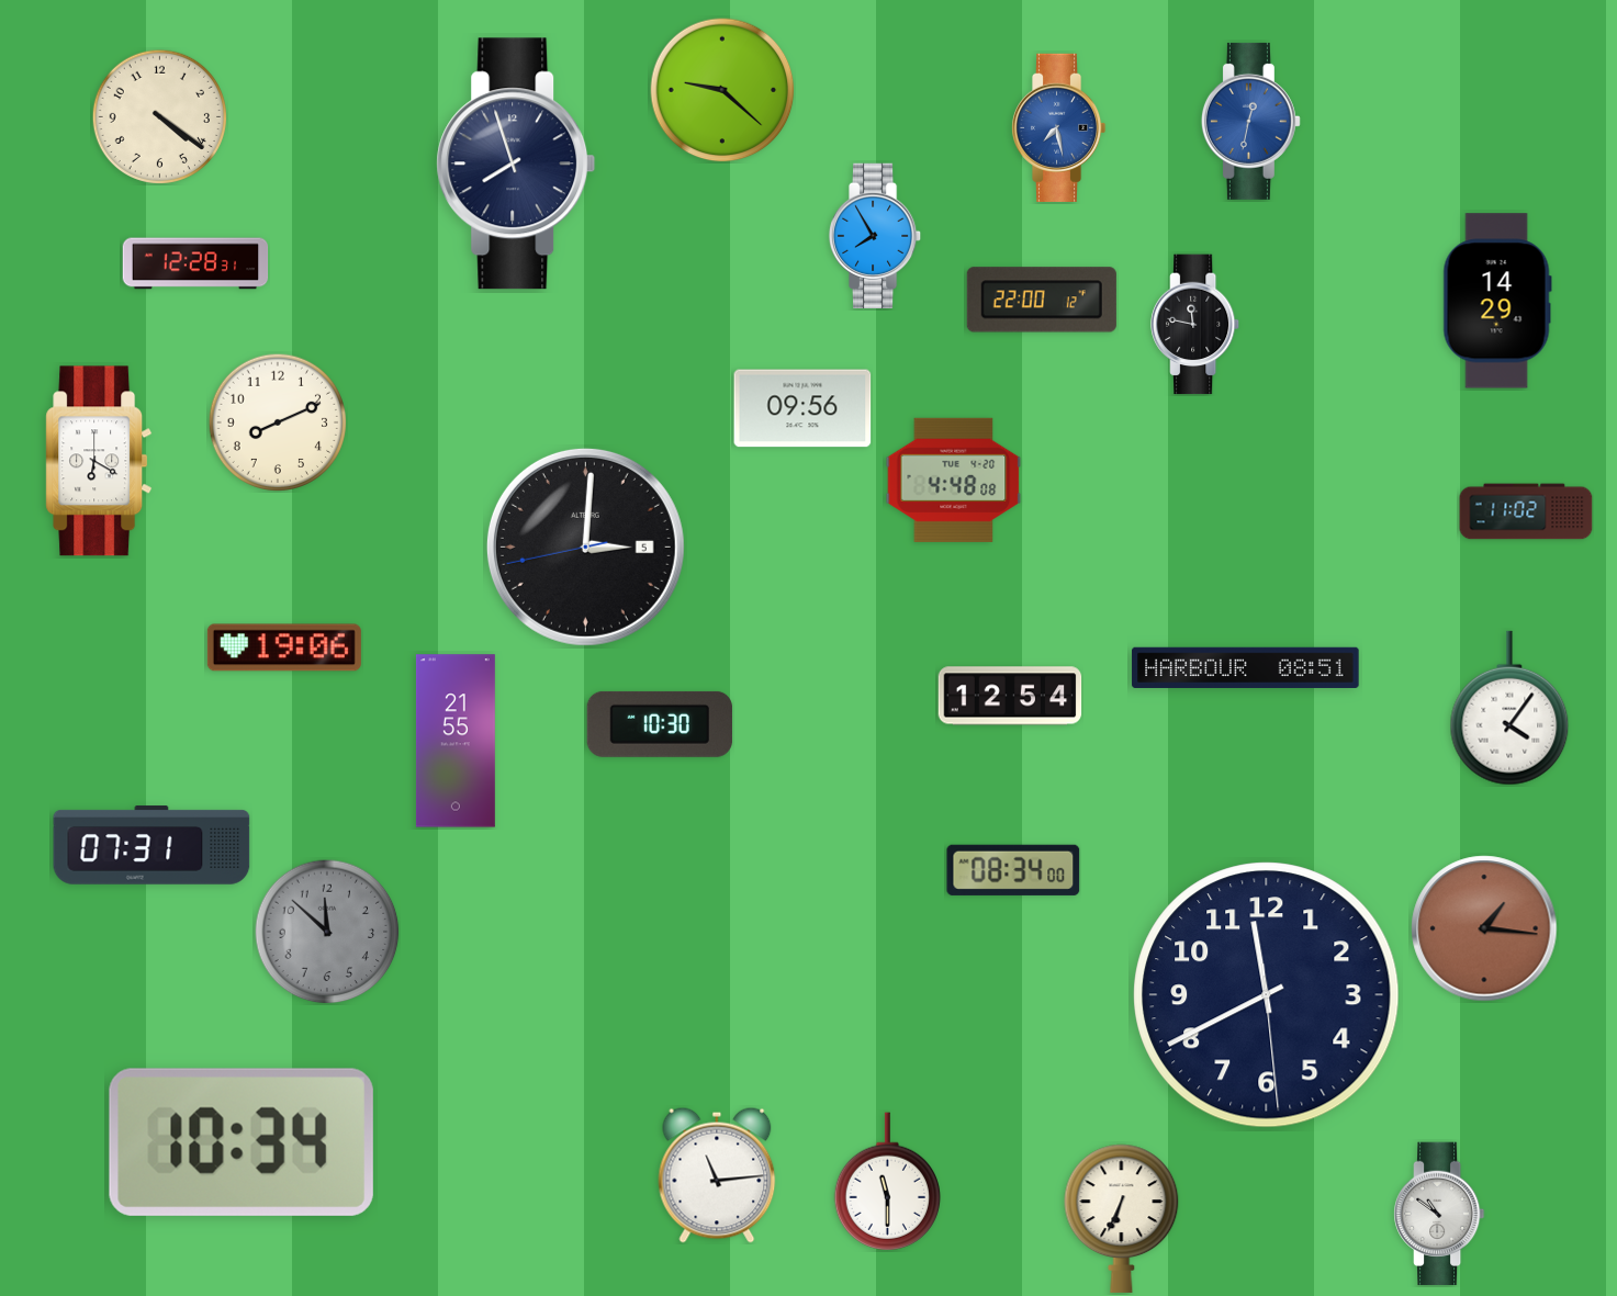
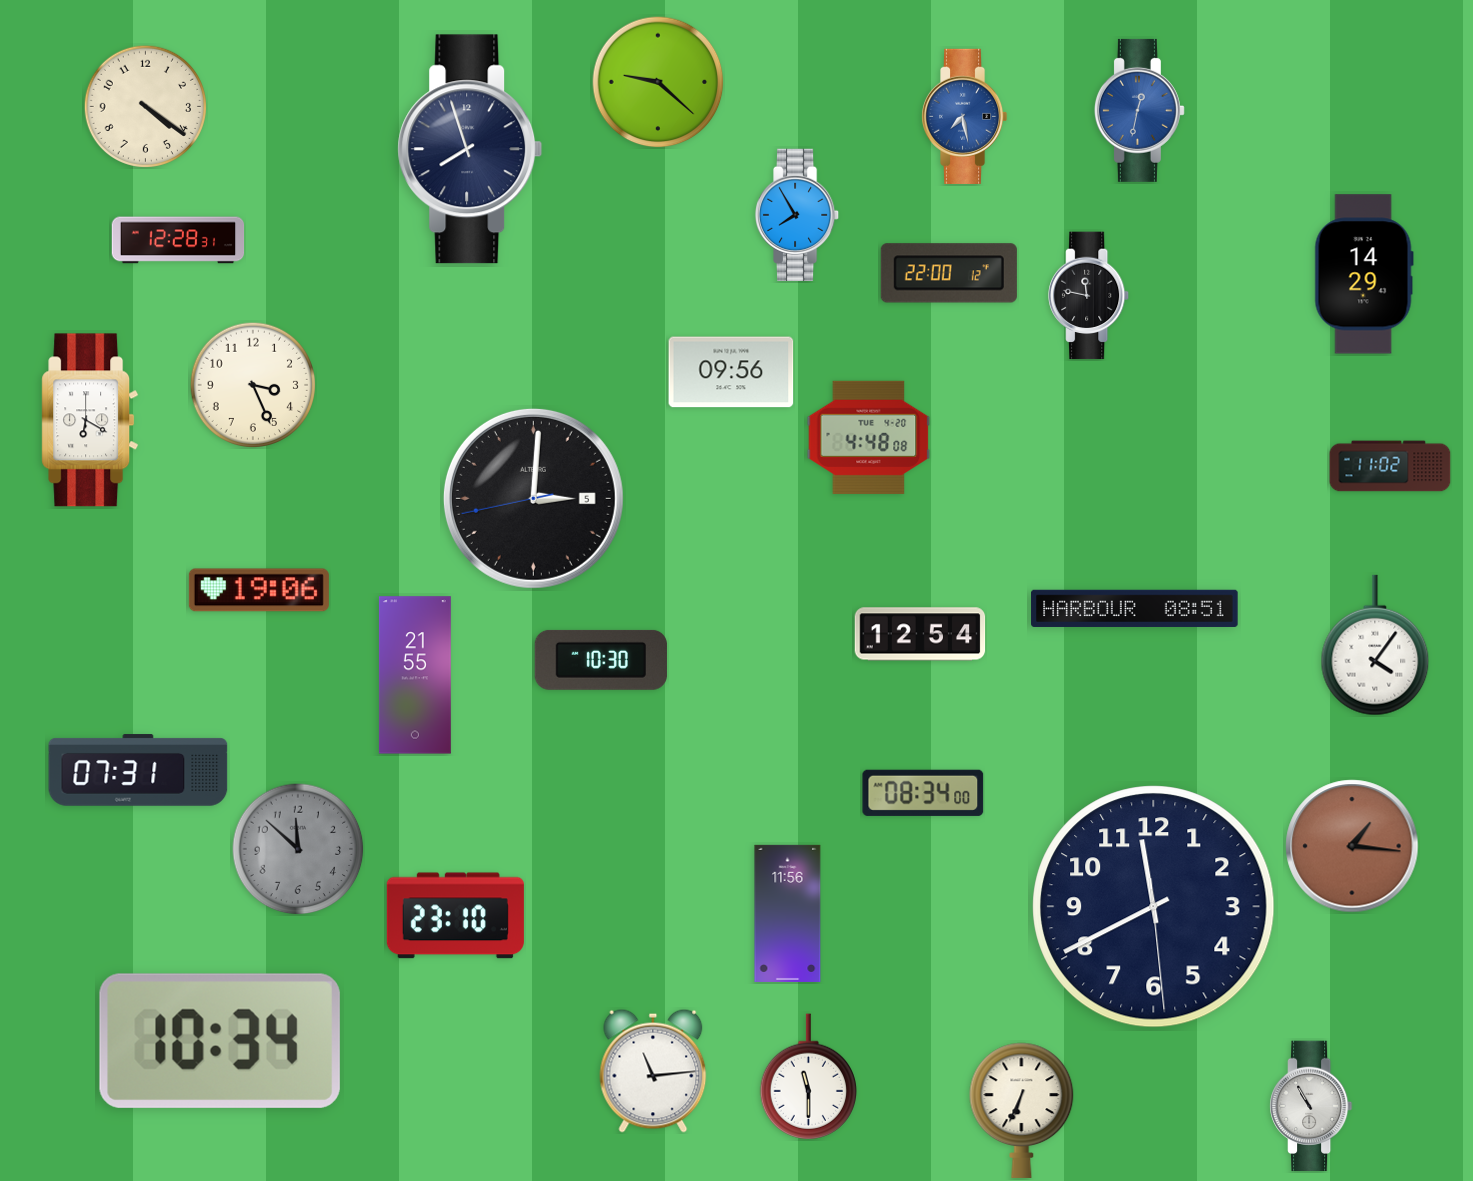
clock at (278, 422): 8:11 -> 3:26
clock at (788, 913): none -> 11:56
clock at (455, 916): none -> 23:10
clock at (1439, 1214): 10:51 -> 10:55
